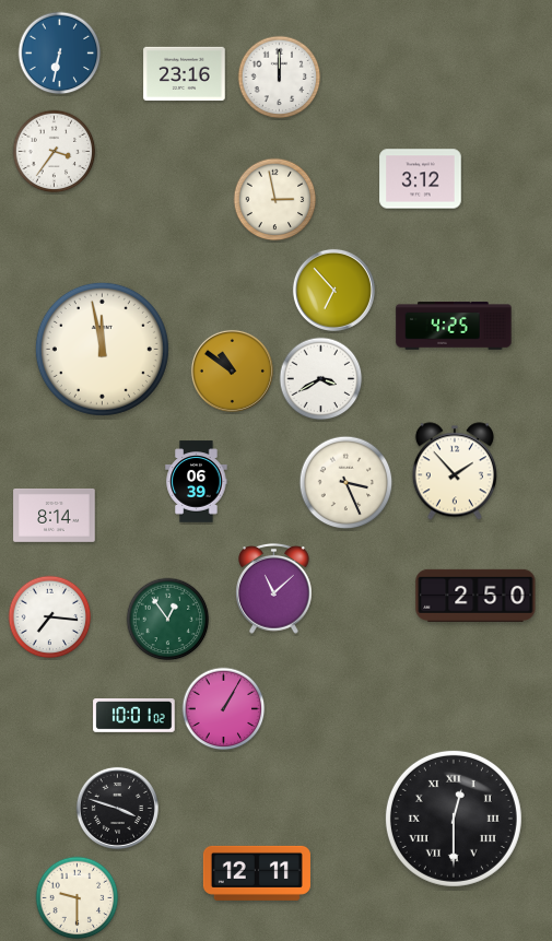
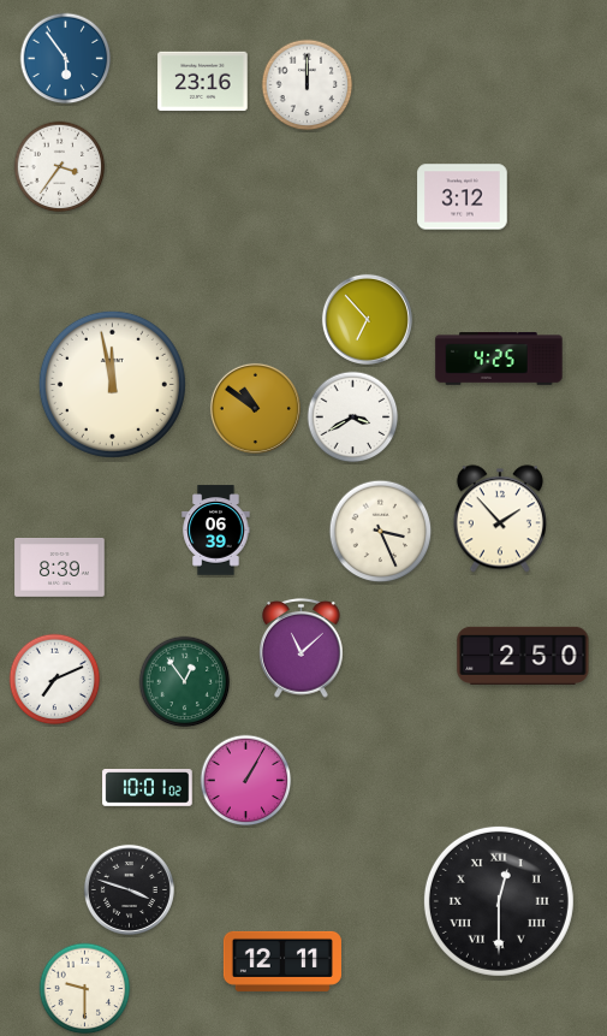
clock at (60, 54): 6:32 -> 5:54
clock at (275, 200): 2:58 -> none
clock at (55, 516): 8:14 -> 8:39
clock at (50, 617): 7:16 -> 7:11
